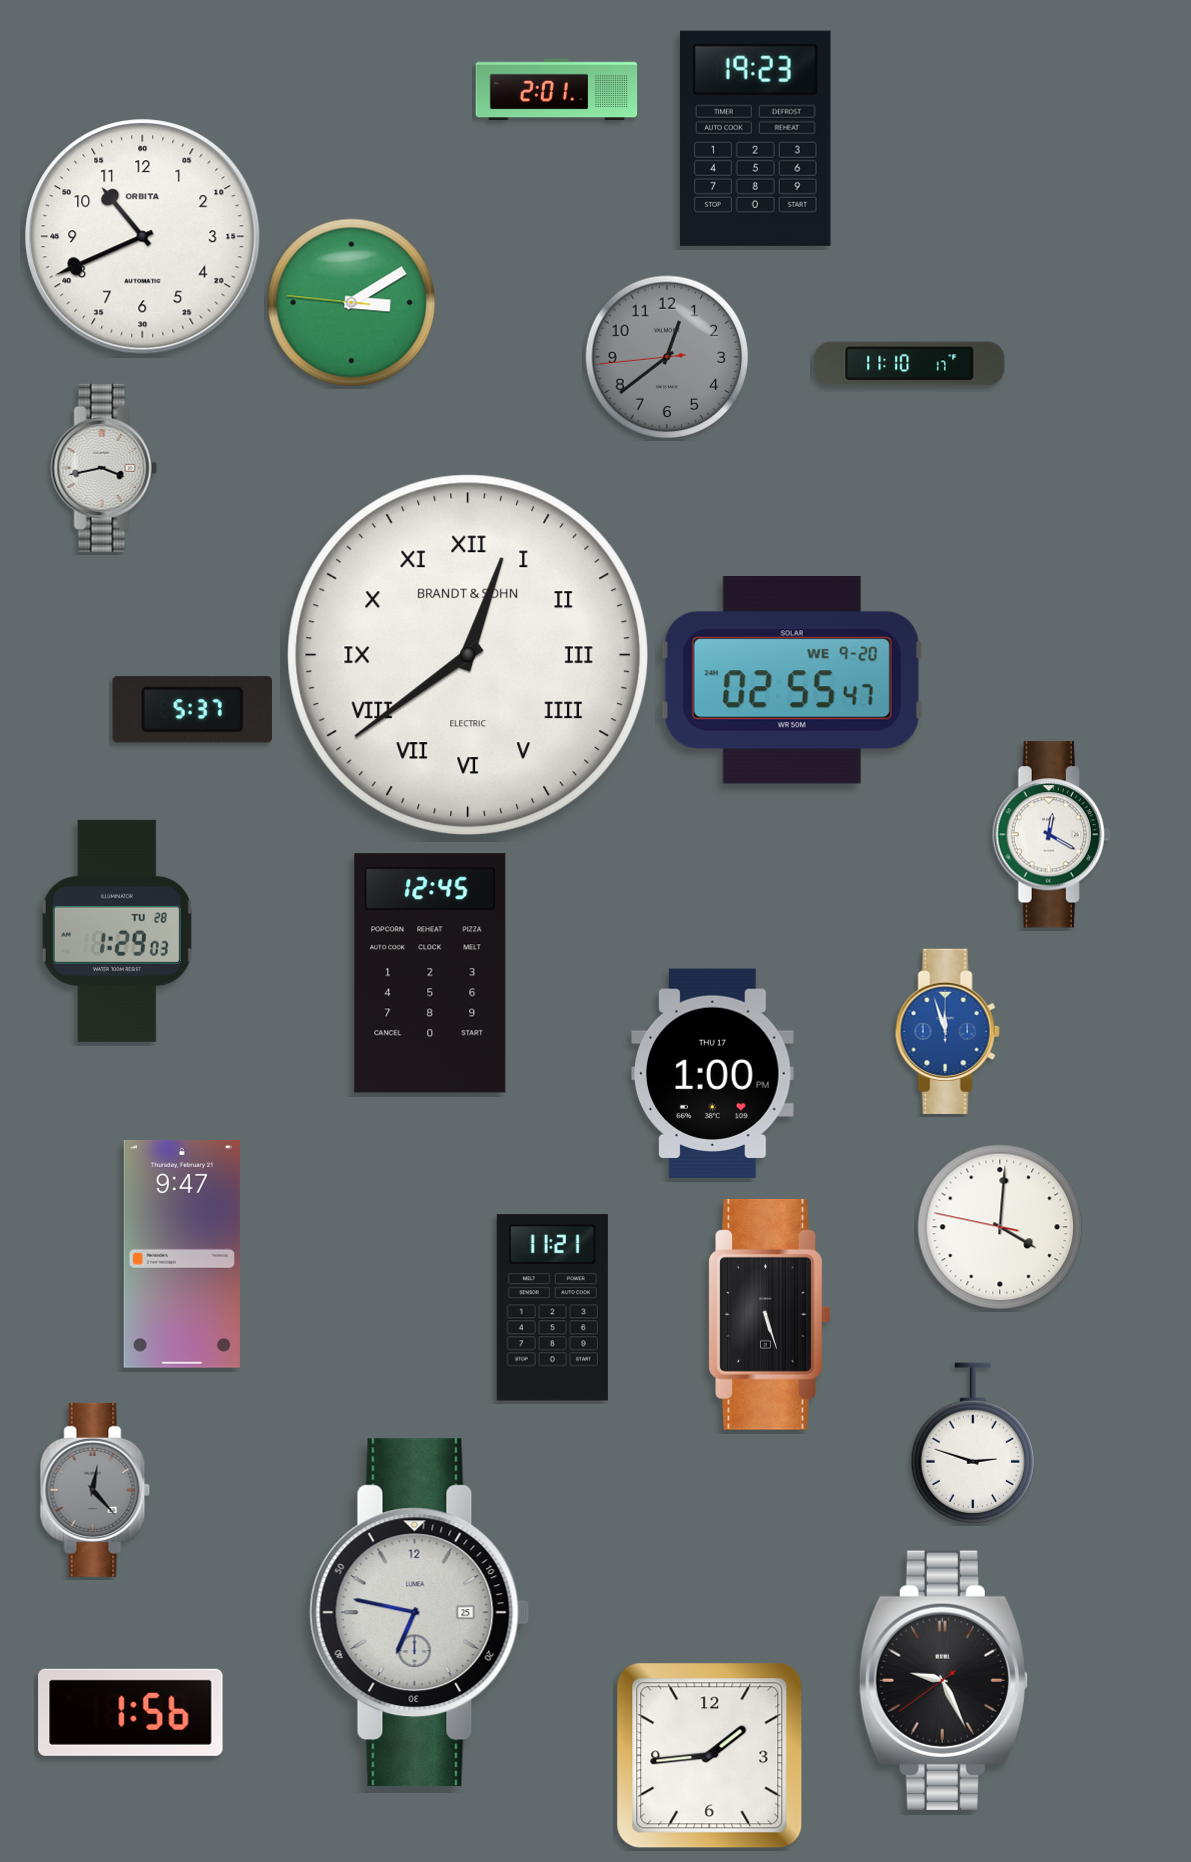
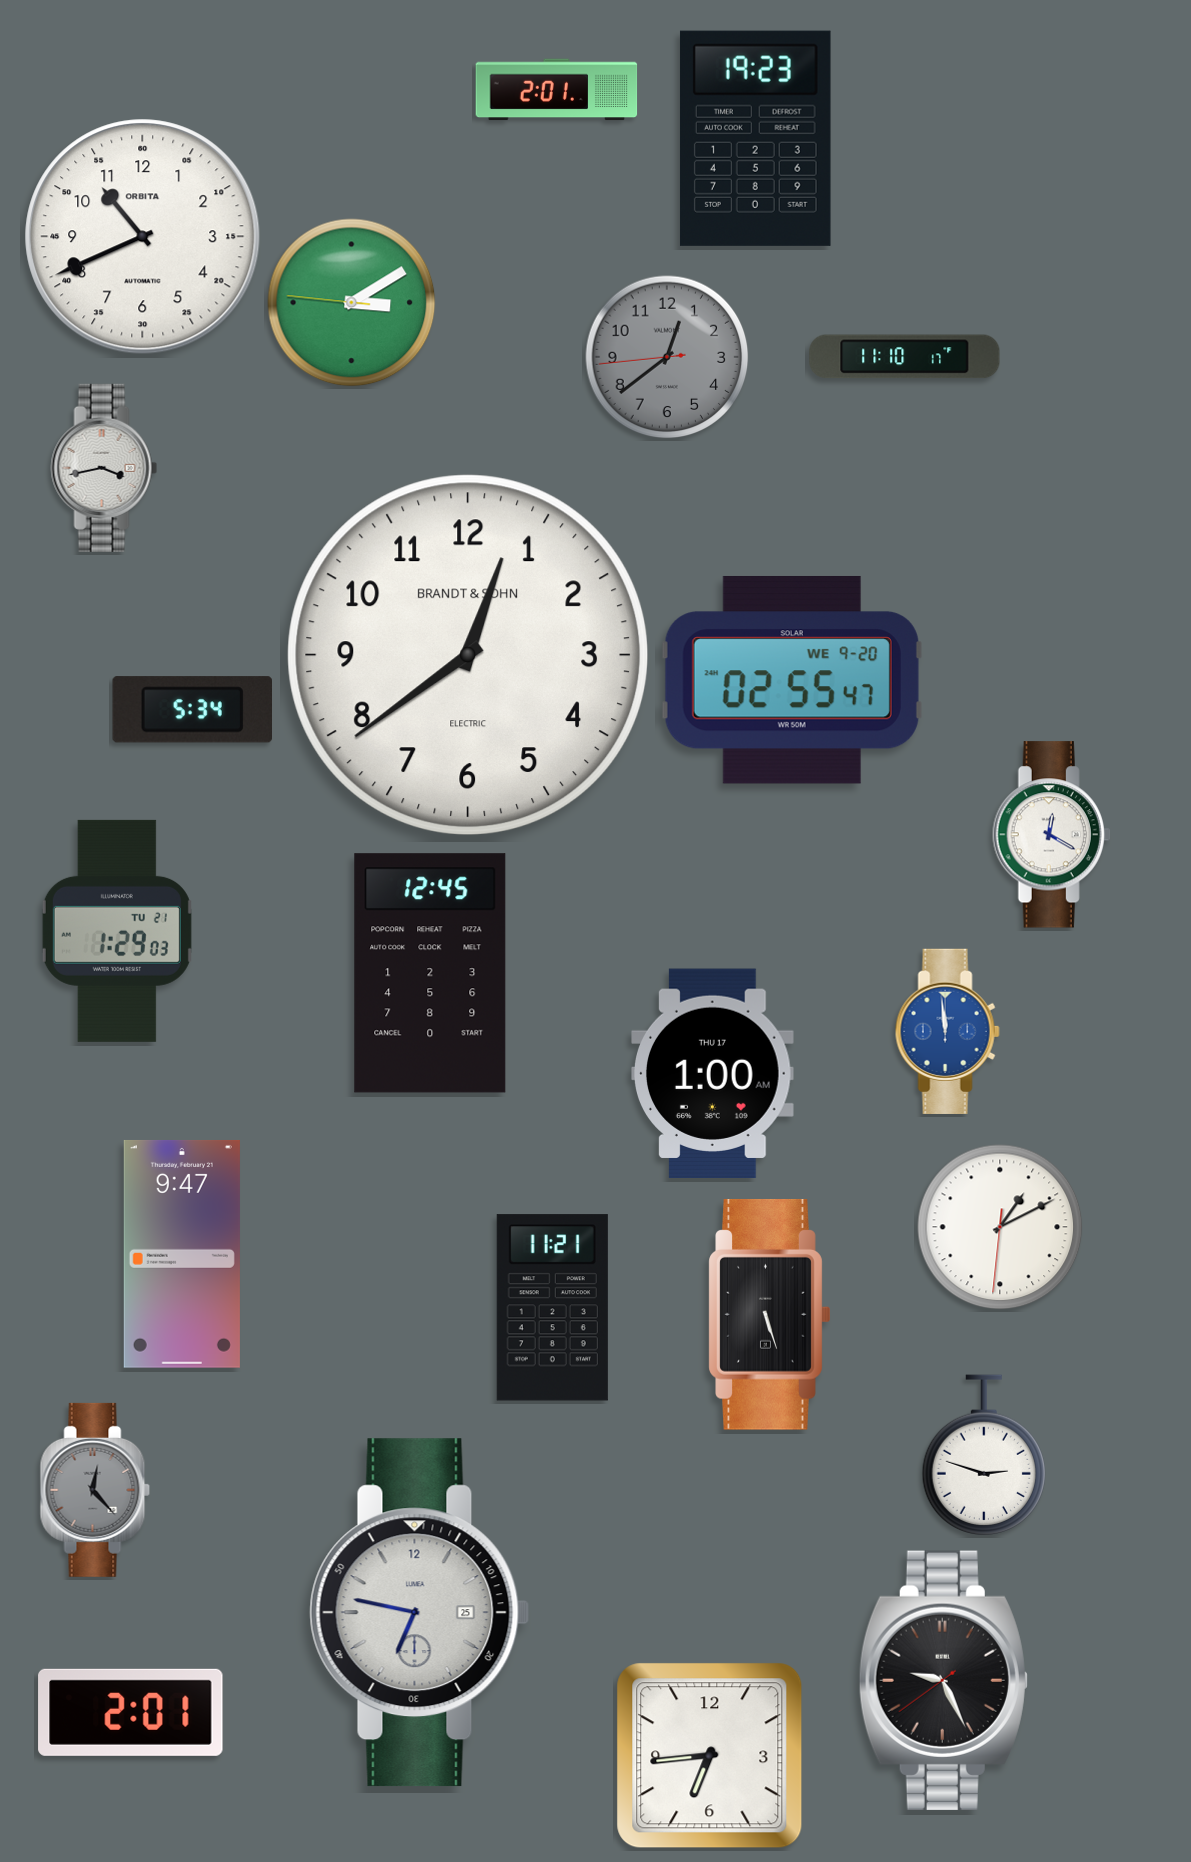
clock at (910, 364) position: (910, 364) -> (905, 357)
clock at (467, 654) numerals: Roman -> Arabic
clock at (192, 710): 5:37 -> 5:34
clock at (117, 931) date: TU 28 -> TU 21
clock at (947, 1031): 11:57 -> 11:59
clock at (713, 1073): 1:00 PM -> 1:00 AM
clock at (1000, 1227): 4:00 -> 1:10
clock at (972, 1444) position: (972, 1444) -> (983, 1456)
clock at (131, 1712): 1:56 -> 2:01
clock at (710, 1756): 1:44 -> 6:44
